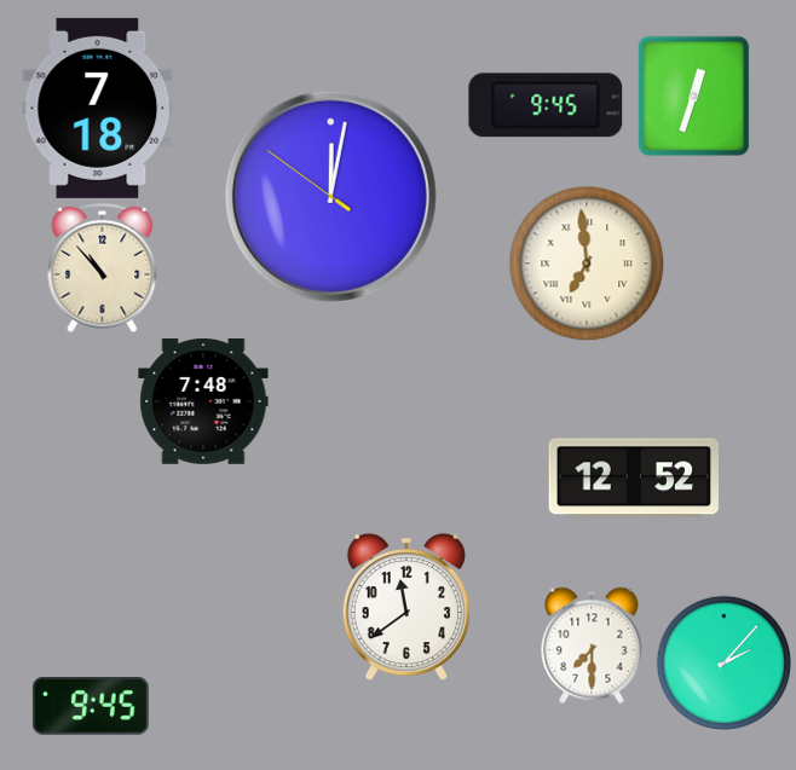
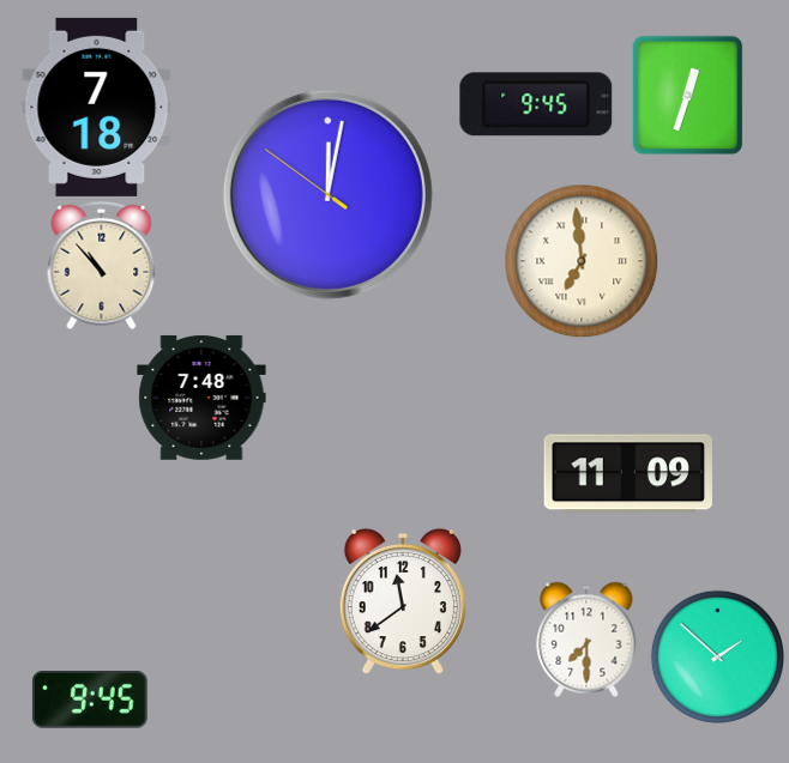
clock at (546, 105) position: (546, 105) -> (536, 104)
clock at (634, 477): 12:52 -> 11:09
clock at (723, 662): 2:07 -> 1:52
